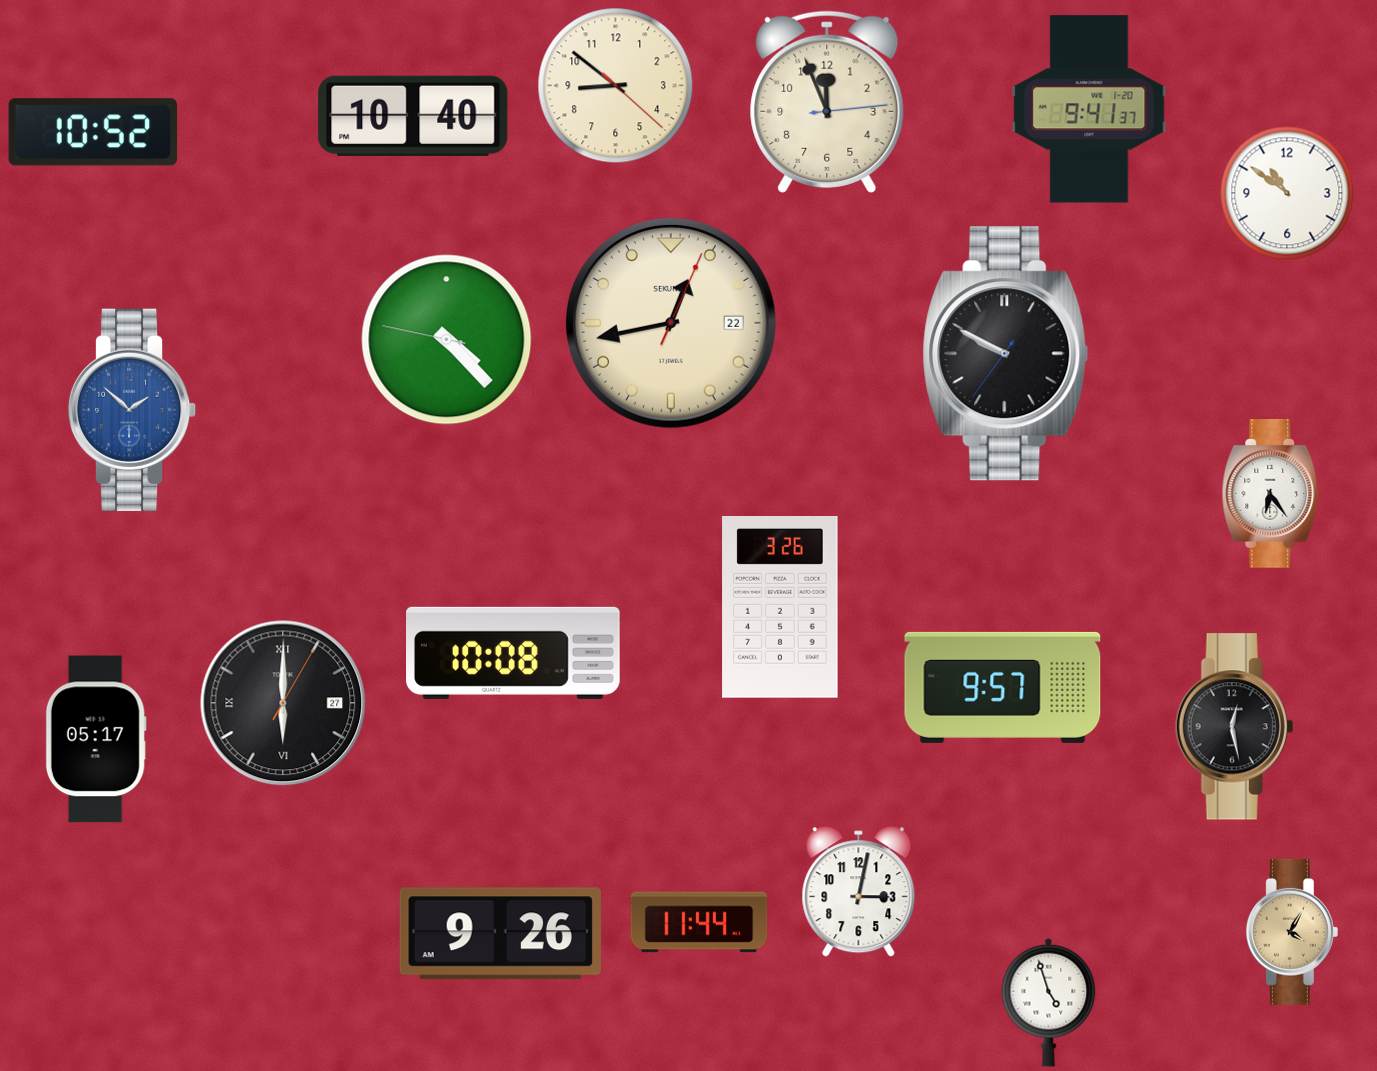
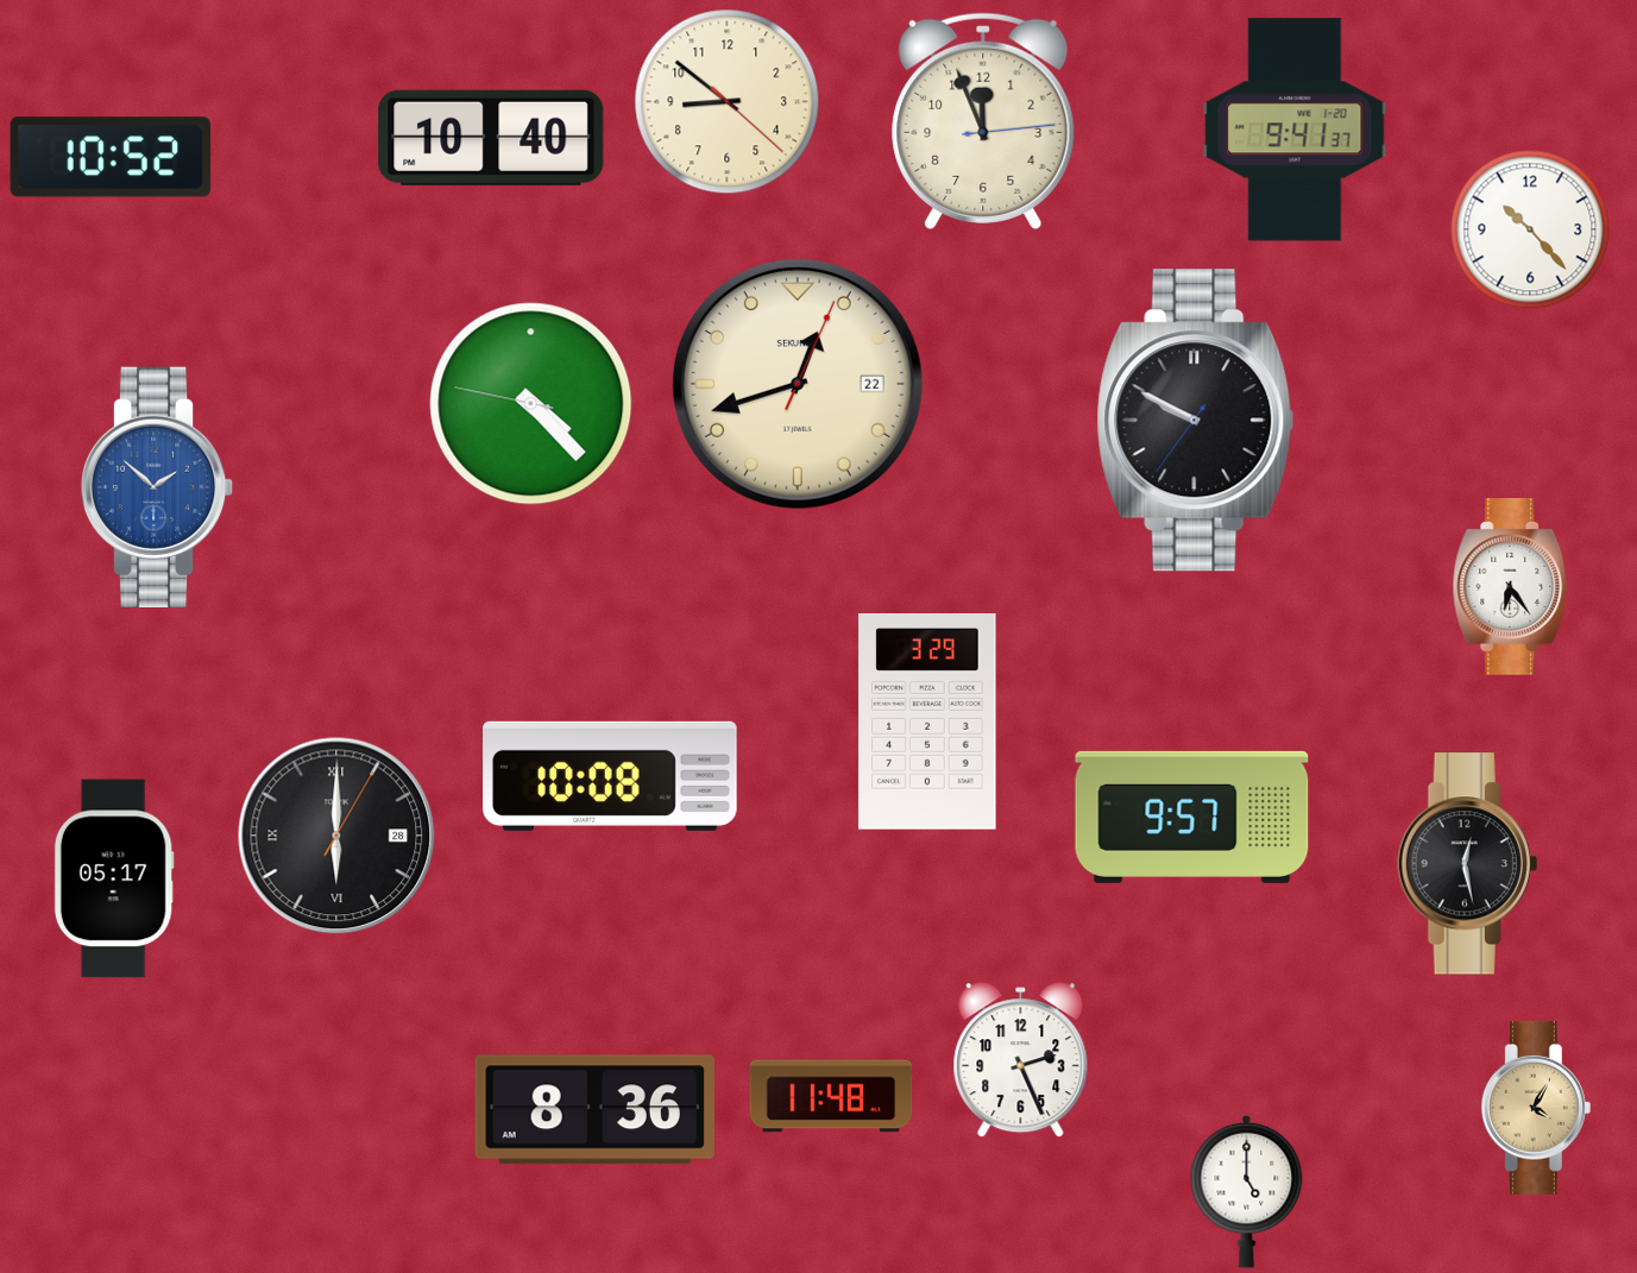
clock at (616, 86) position: (616, 86) -> (728, 102)
clock at (1287, 193): 10:51 -> 10:23
clock at (671, 323): 12:43 -> 12:42
clock at (780, 608): 3:26 -> 3:29
clock at (283, 703) date: 27 -> 28
clock at (859, 892): 3:02 -> 2:26
clock at (699, 922): 11:44 -> 11:48
clock at (500, 934): 9:26 -> 8:36
clock at (1049, 1002): 4:57 -> 5:00
